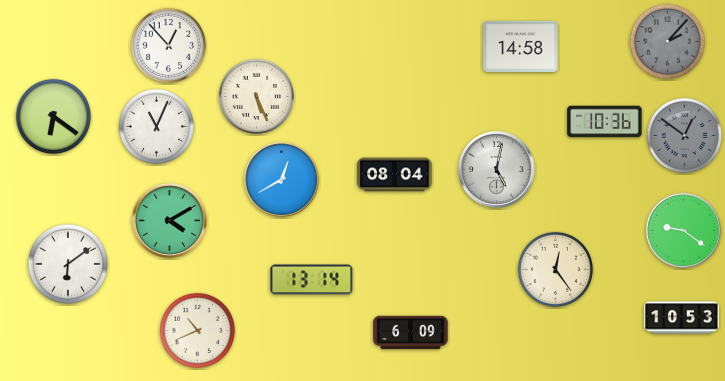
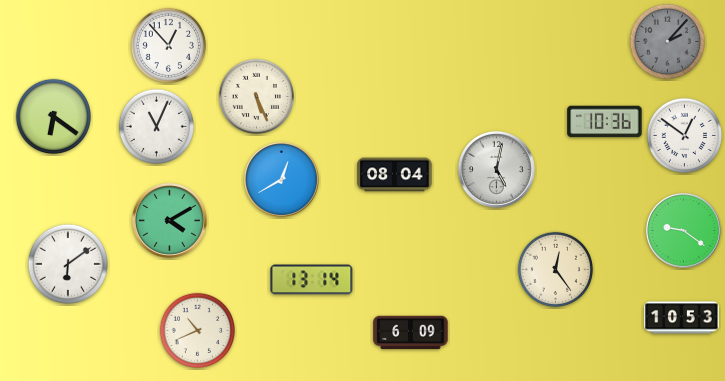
clock at (521, 46): 14:58 -> none
clock at (684, 135) dial: grey -> white
